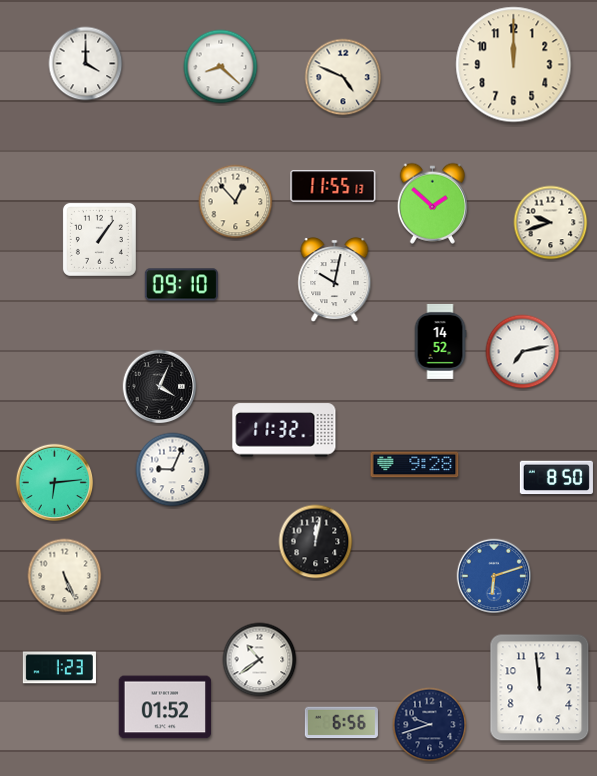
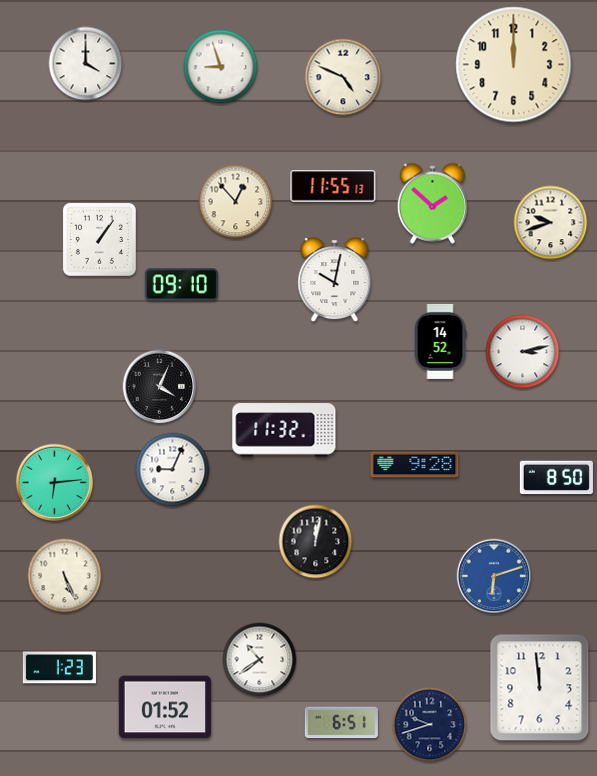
clock at (221, 67): 8:22 -> 8:57
clock at (523, 352): 7:13 -> 3:13
clock at (341, 723): 6:56 -> 6:51
